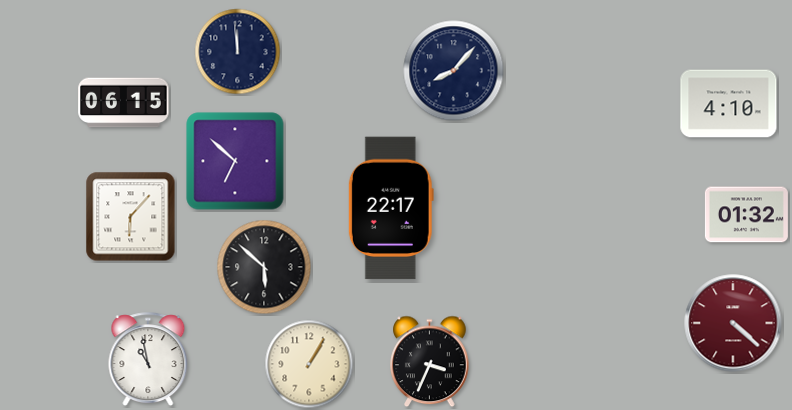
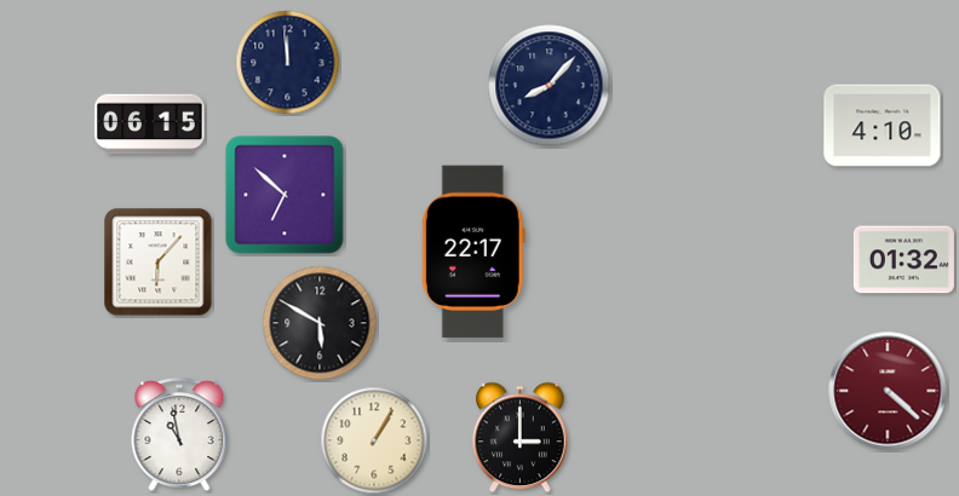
clock at (264, 267): 5:52 -> 5:50
clock at (430, 362): 3:34 -> 3:00
